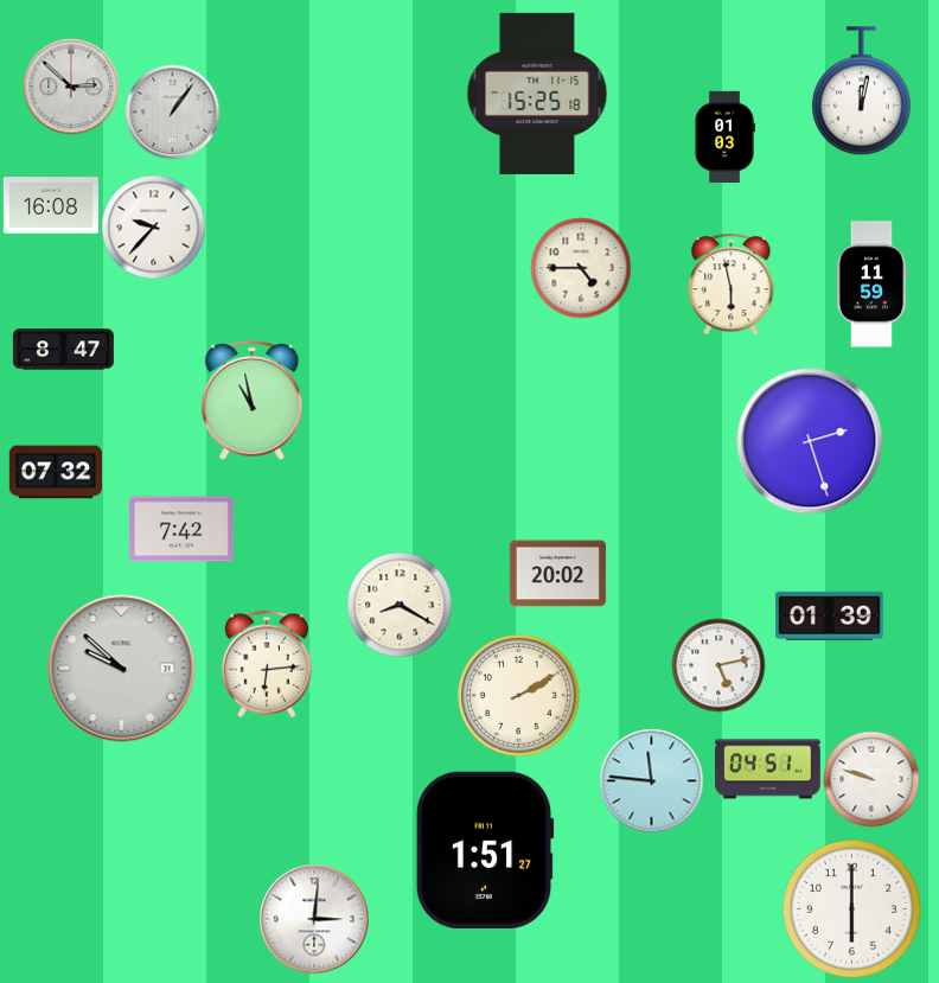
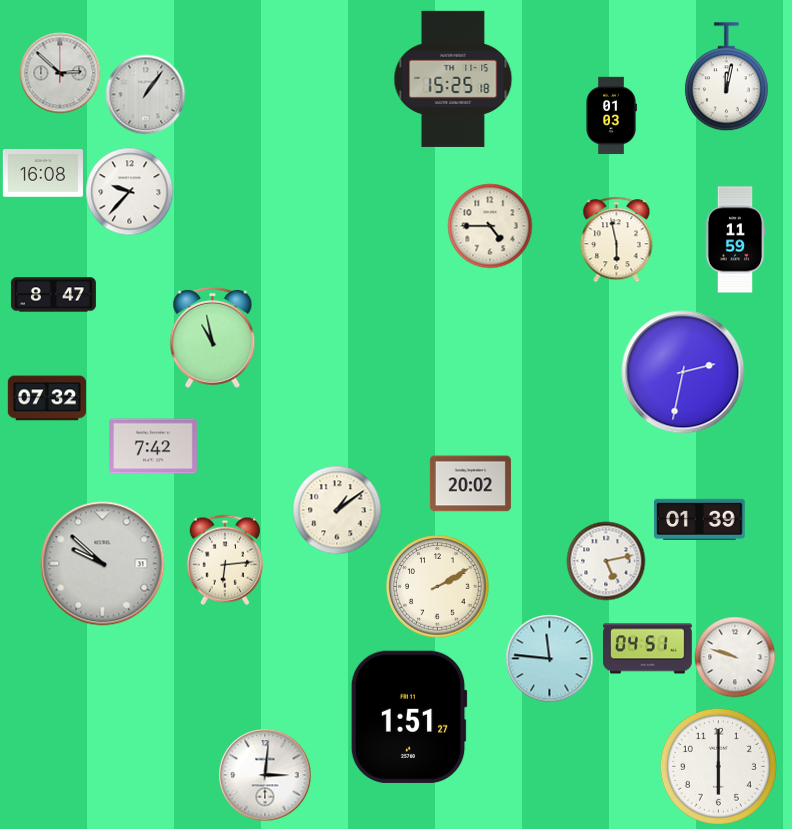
clock at (810, 441): 2:27 -> 2:32
clock at (400, 605): 8:20 -> 1:09
